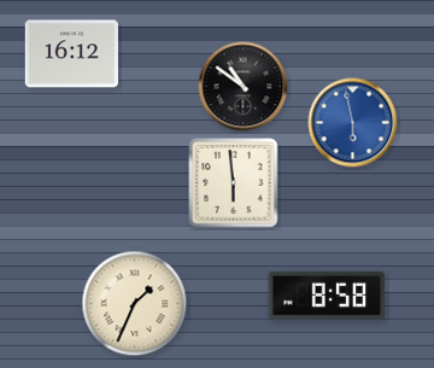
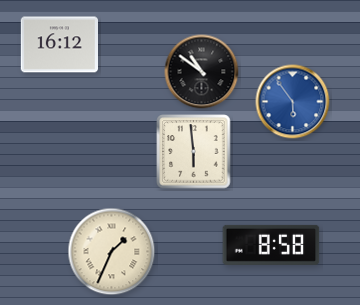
clock at (353, 123): 5:58 -> 5:54
